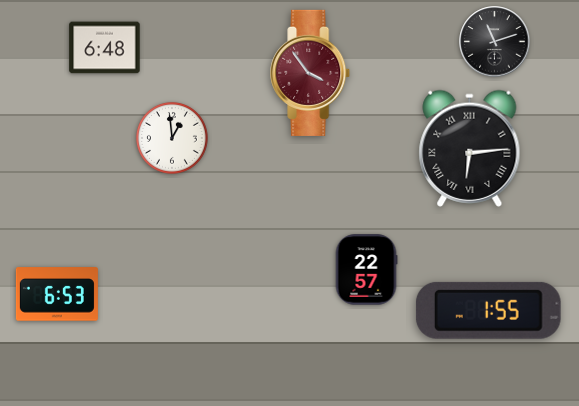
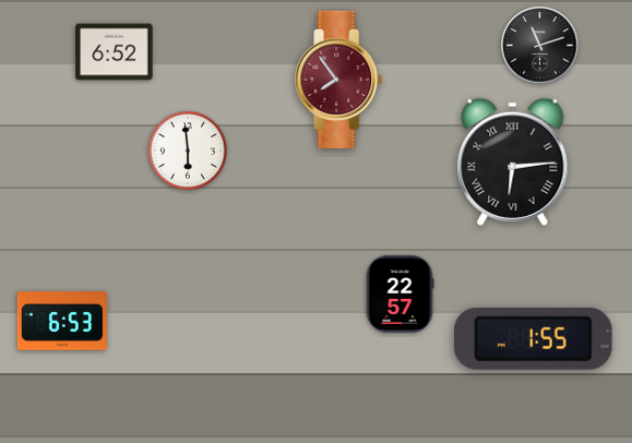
clock at (105, 48): 6:48 -> 6:52
clock at (311, 73): 3:54 -> 7:54
clock at (172, 138): 12:59 -> 5:59
